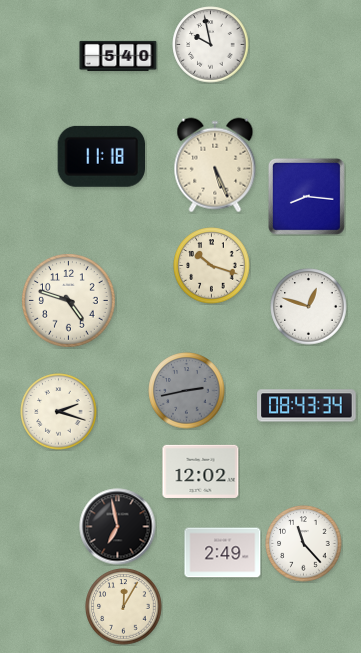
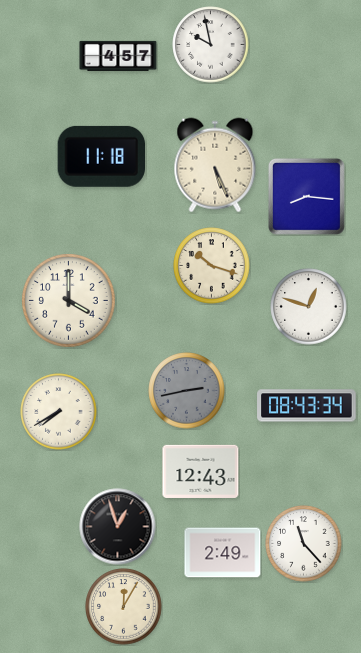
clock at (118, 56): 5:40 -> 4:57
clock at (69, 301): 4:48 -> 4:00
clock at (59, 412): 2:18 -> 7:40
clock at (201, 471): 12:02 -> 12:43
clock at (118, 527): 6:58 -> 12:57
